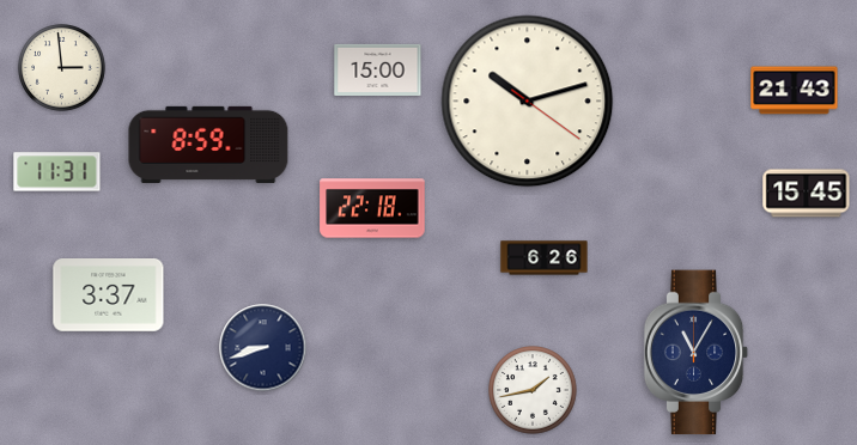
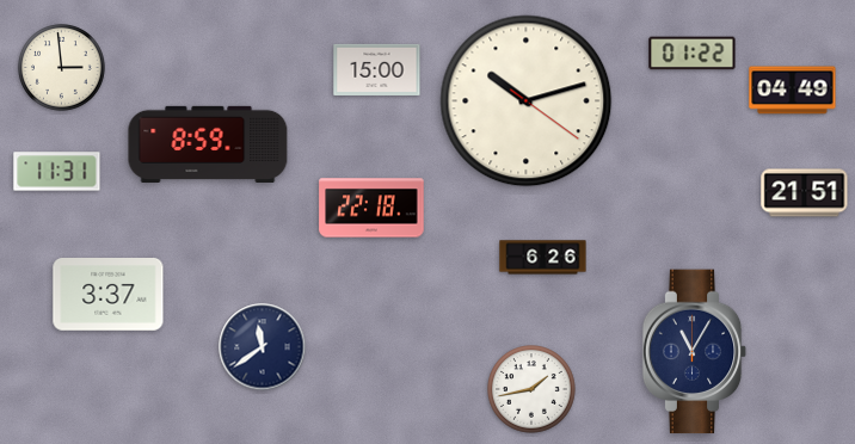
clock at (693, 54): none -> 01:22
clock at (795, 91): 21:43 -> 04:49
clock at (807, 194): 15:45 -> 21:51
clock at (263, 348): 8:42 -> 11:39
